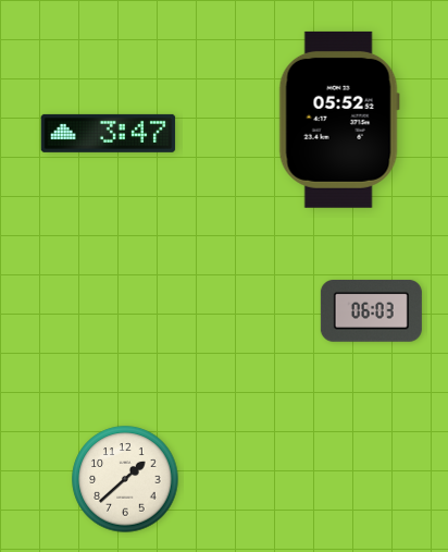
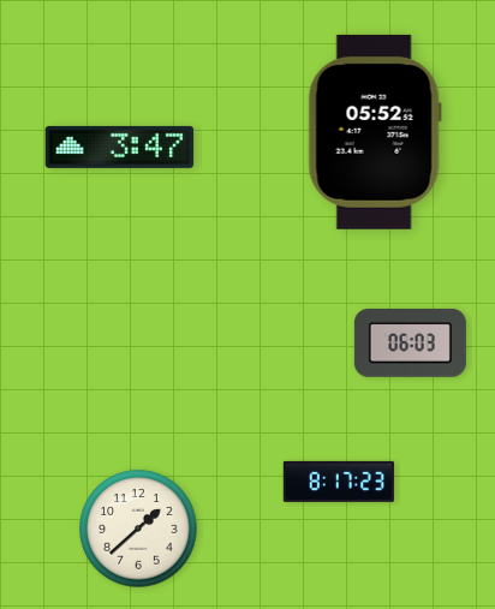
clock at (339, 482): none -> 8:17
